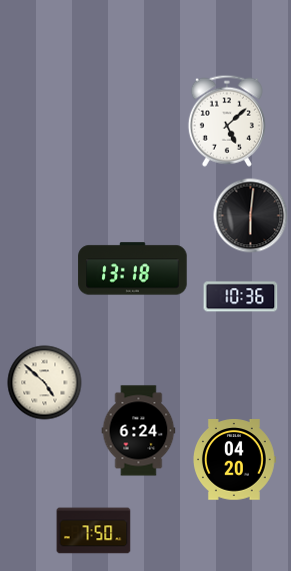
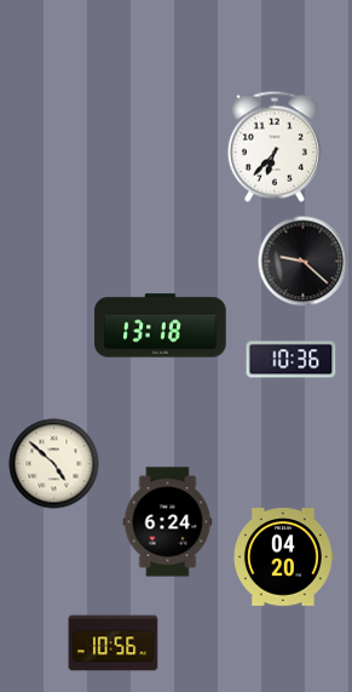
clock at (227, 121): 5:08 -> 6:37
clock at (251, 216): 6:01 -> 9:22
clock at (94, 531): 7:50 -> 10:56
